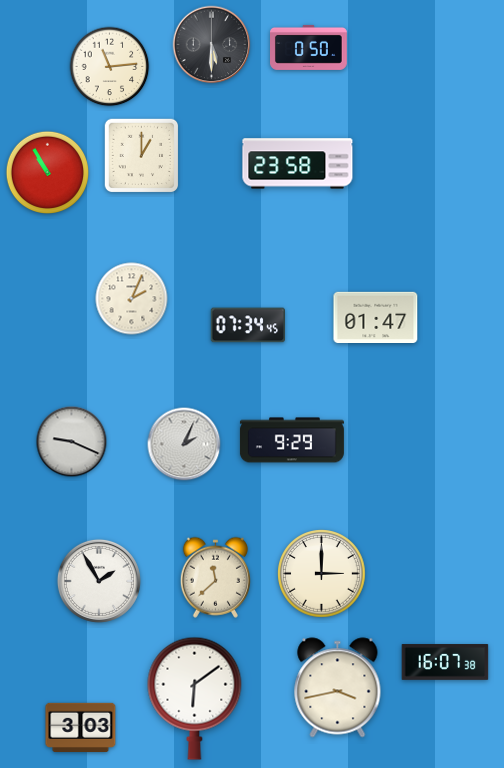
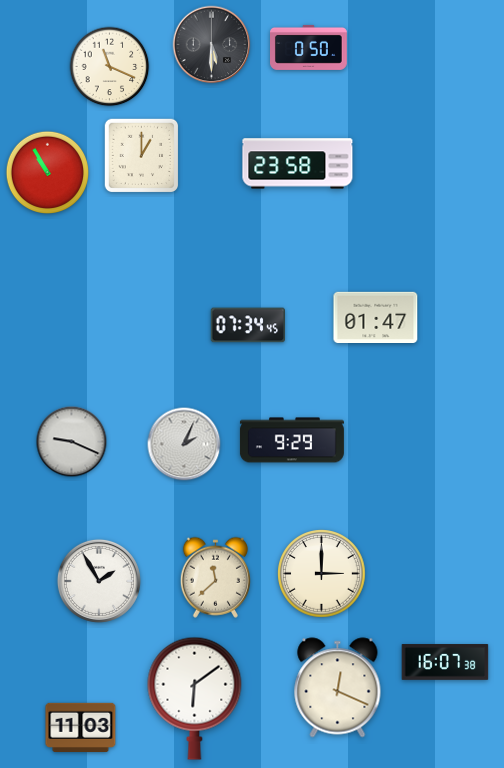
clock at (110, 67): 11:14 -> 11:19
clock at (132, 299): 2:04 -> none
clock at (338, 688): 3:43 -> 12:19
clock at (81, 727): 3:03 -> 11:03
